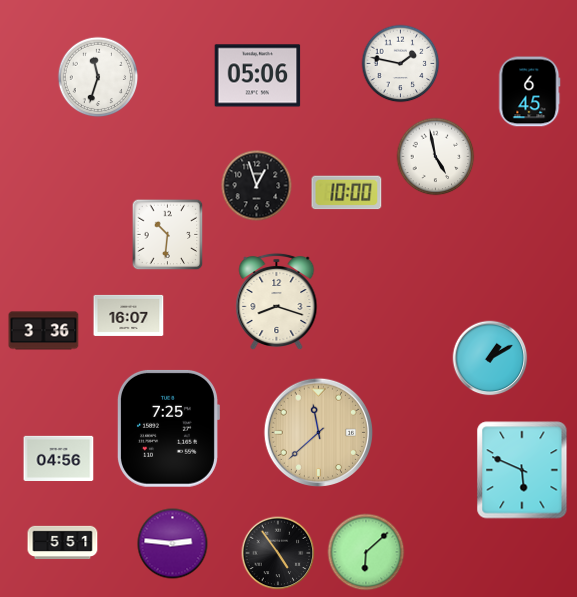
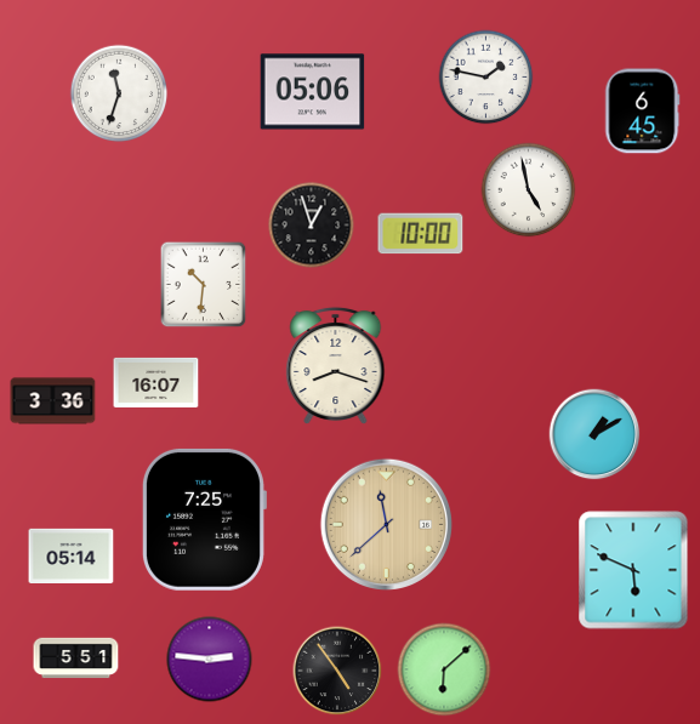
clock at (59, 458): 04:56 -> 05:14
